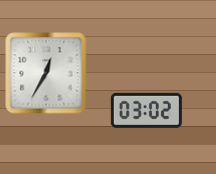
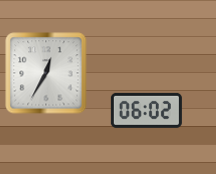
clock at (146, 110): 03:02 -> 06:02
